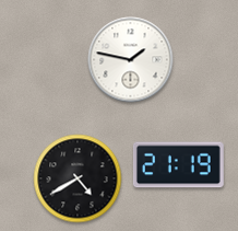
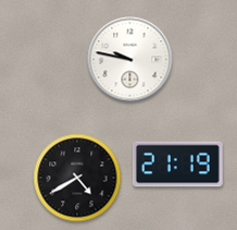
clock at (131, 60): 1:47 -> 9:47
